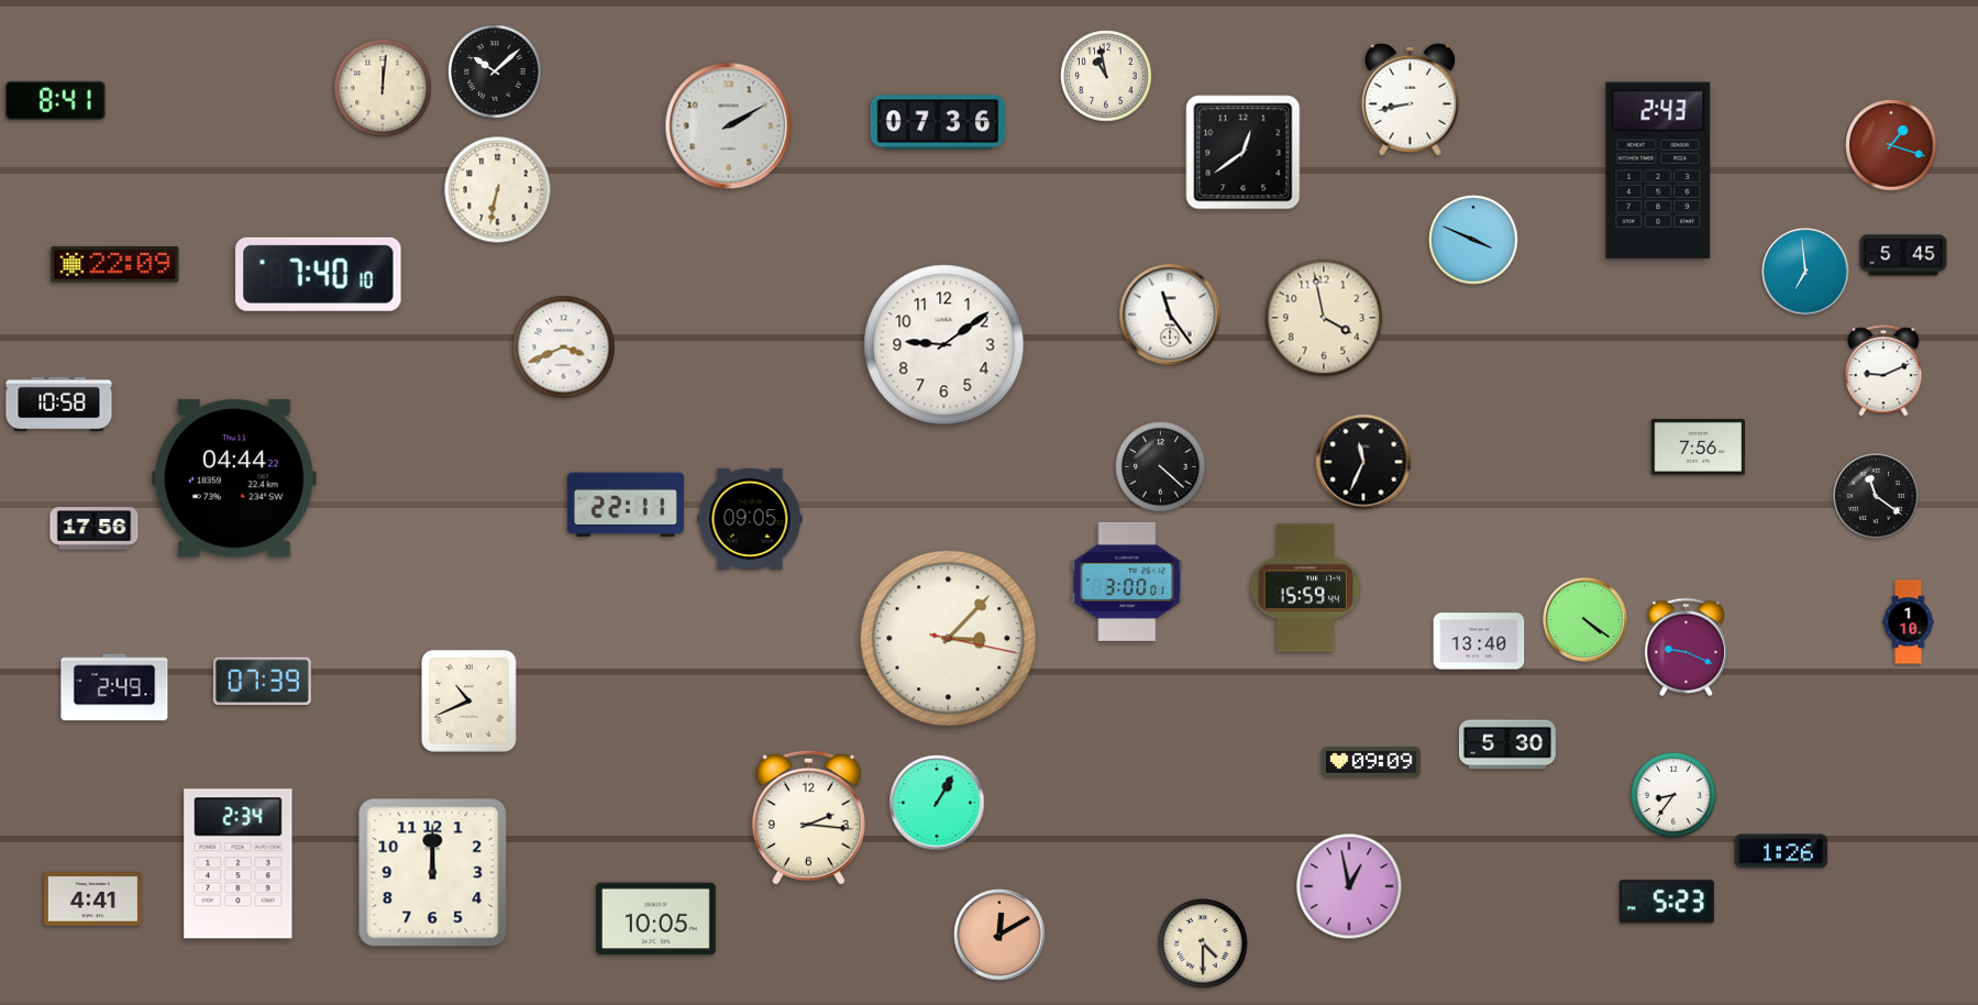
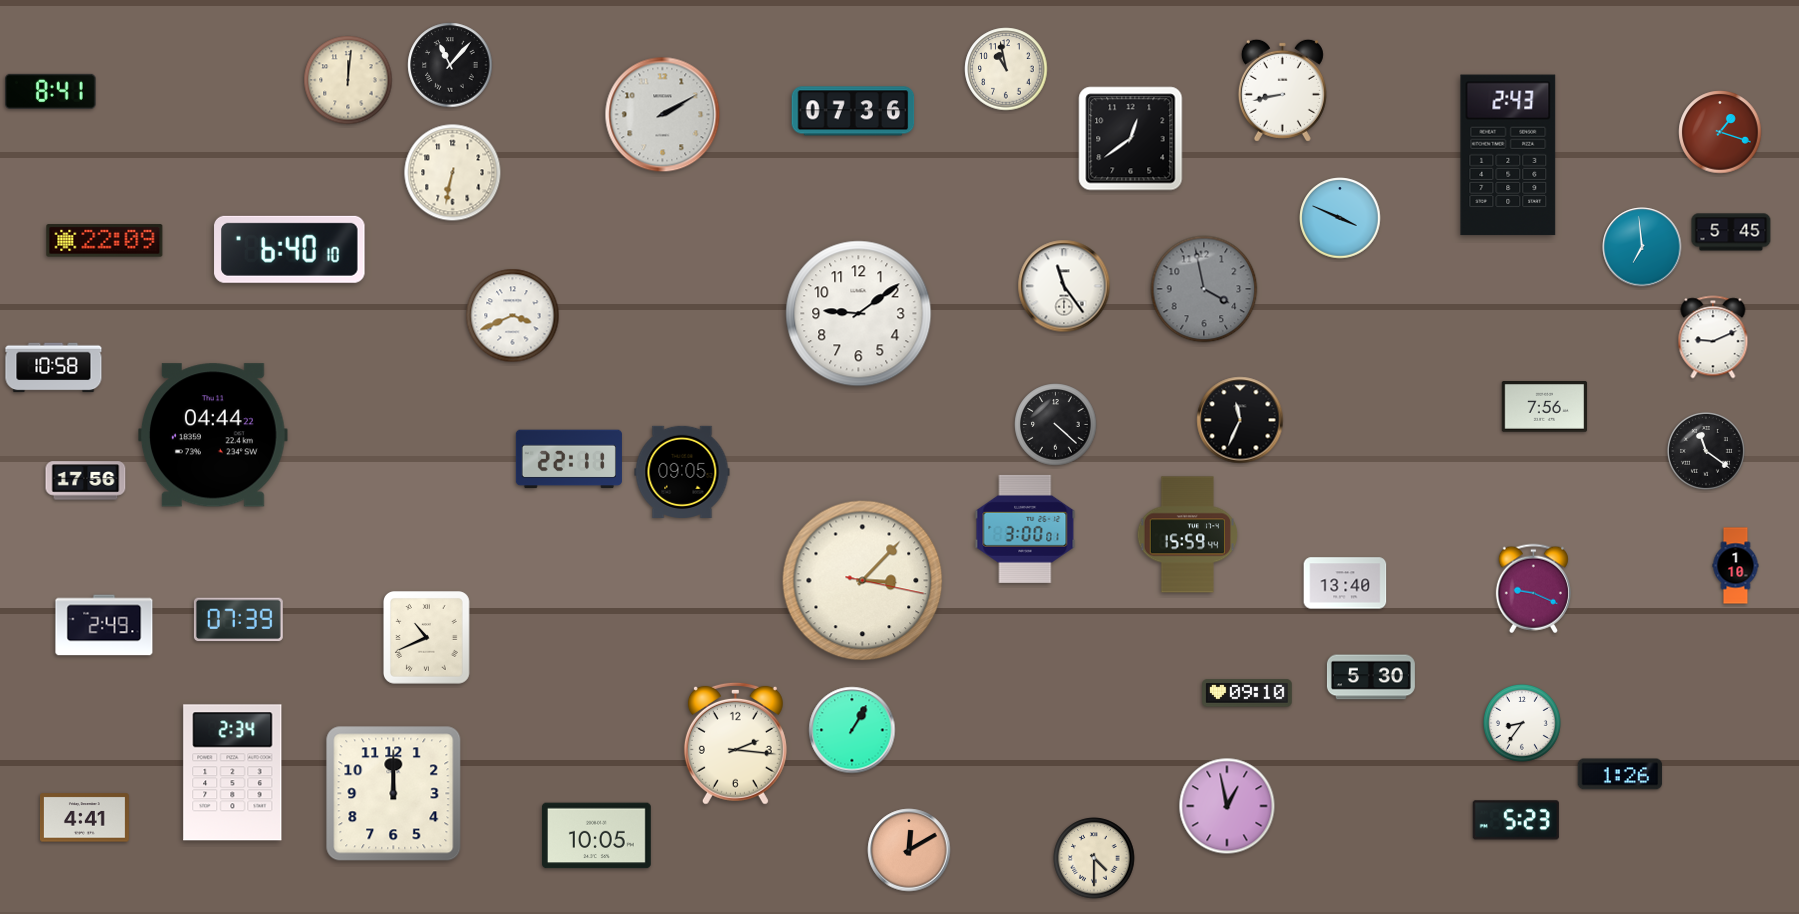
clock at (495, 71): 10:08 -> 11:07
clock at (319, 274): 7:40 -> 6:40
clock at (1324, 318) dial: cream -> grey
clock at (1585, 620): 4:21 -> none
clock at (1371, 762): 09:09 -> 09:10
clock at (239, 864) position: (239, 864) -> (233, 773)
